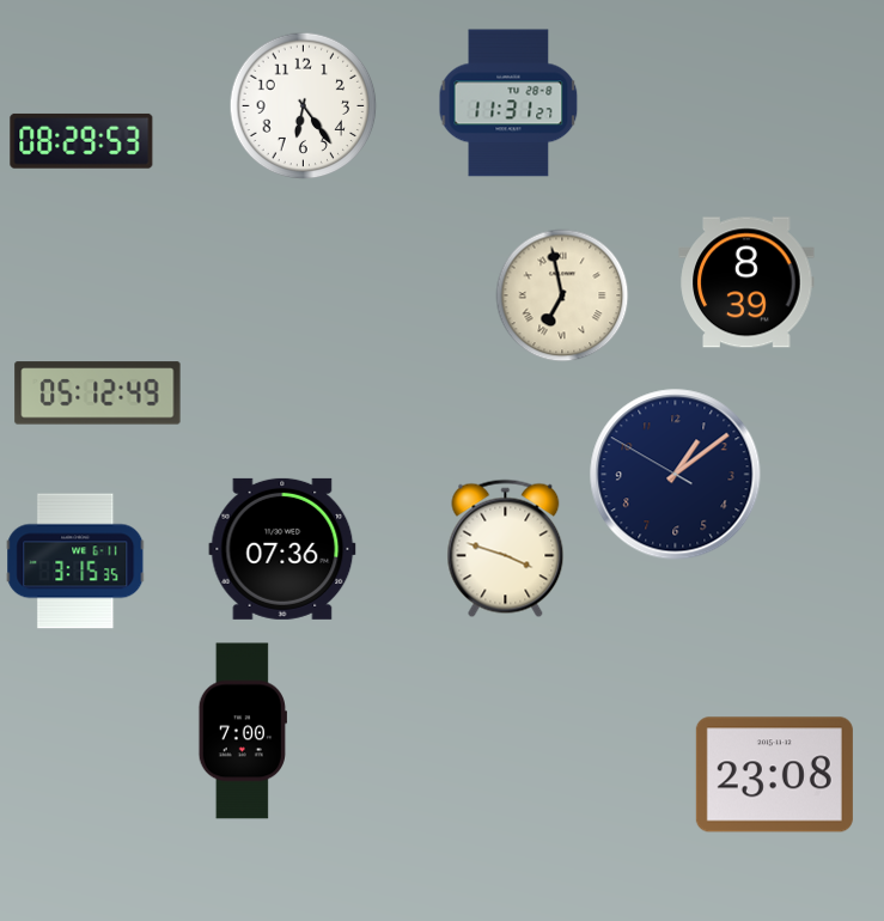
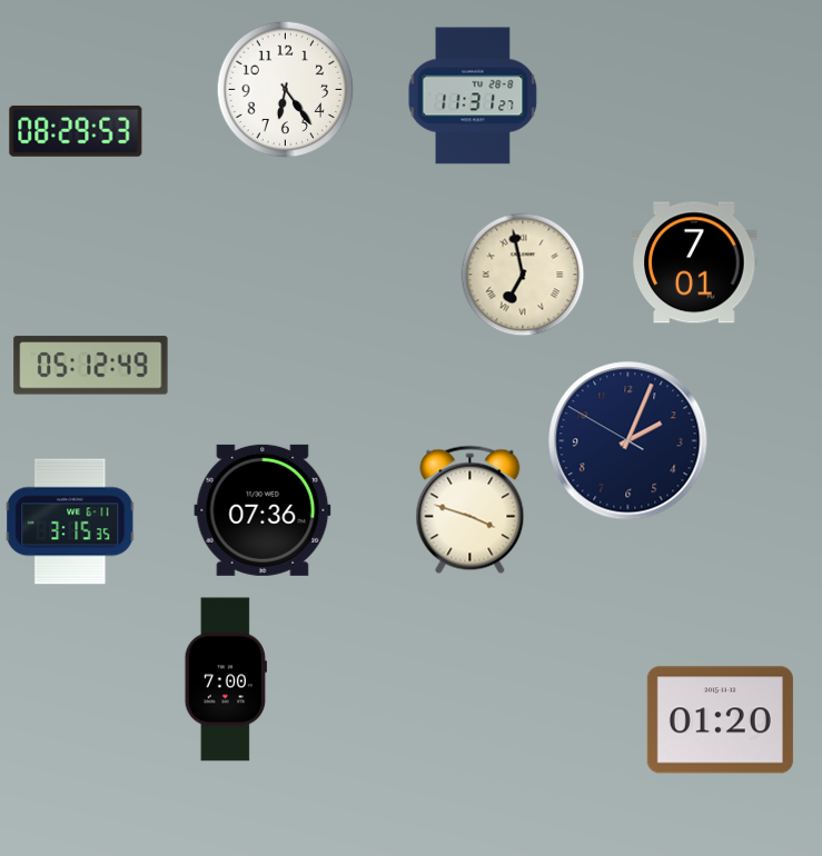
clock at (304, 106) position: (304, 106) -> (286, 90)
clock at (746, 282): 8:39 -> 7:01
clock at (676, 475): 1:08 -> 2:03
clock at (774, 775): 23:08 -> 01:20
